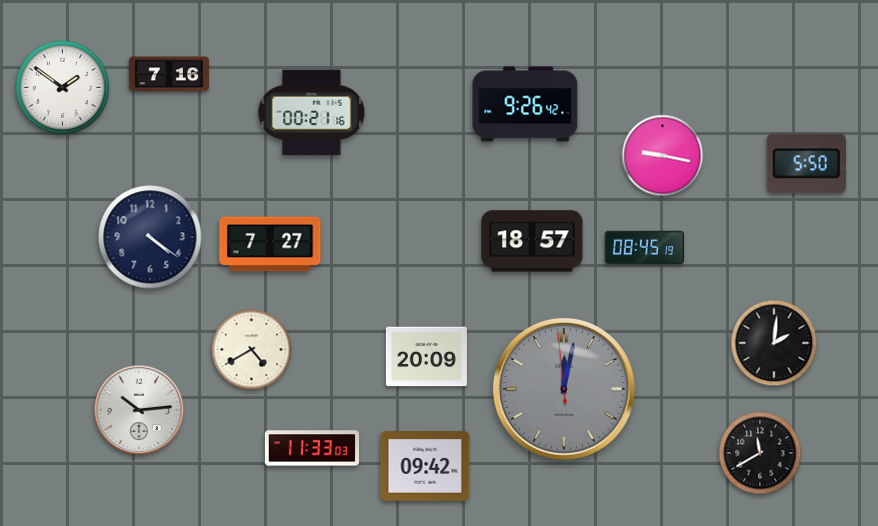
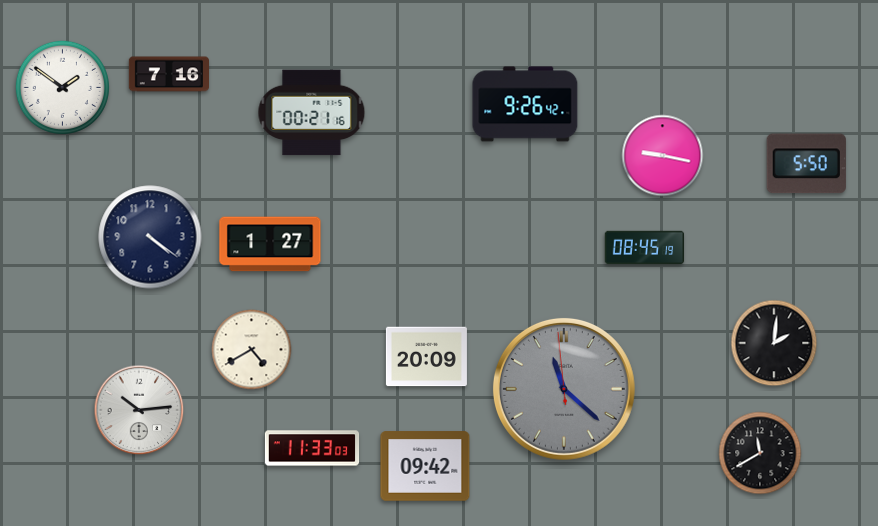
clock at (532, 241): 18:57 -> none
clock at (270, 244): 7:27 -> 1:27
clock at (564, 389): 12:01 -> 11:21
